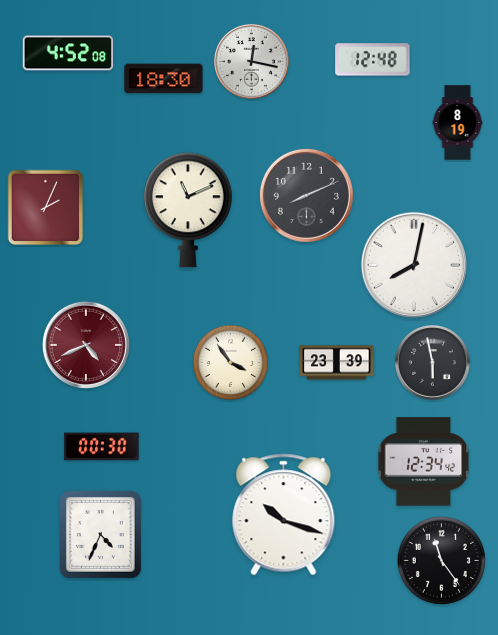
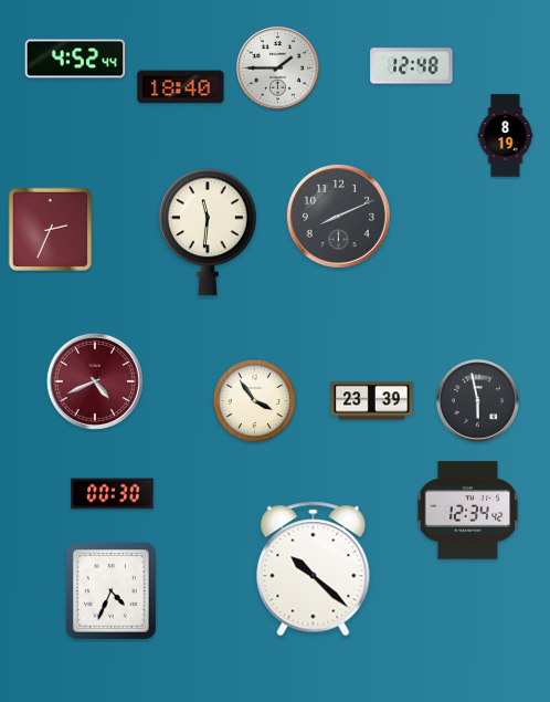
clock at (68, 53): 4:52:08 -> 4:52:44
clock at (252, 62): 12:17 -> 1:45
clock at (164, 79): 18:30 -> 18:40
clock at (46, 208): 2:04 -> 2:34
clock at (189, 210): 11:11 -> 11:31
clock at (414, 265): 8:02 -> none
clock at (284, 515): 10:18 -> 10:22
clock at (441, 560): 11:24 -> none
